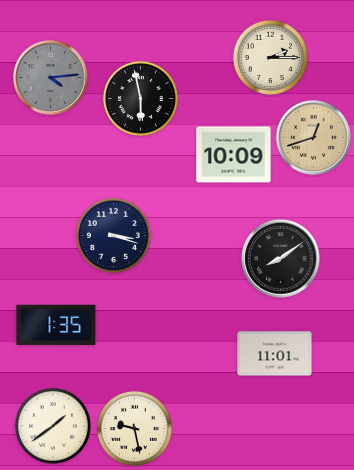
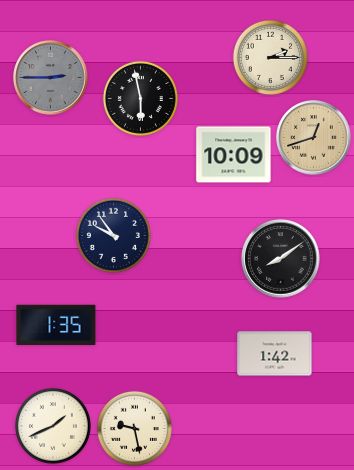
clock at (51, 78): 4:14 -> 2:45
clock at (113, 235): 3:18 -> 9:54
clock at (275, 354): 11:01 -> 1:42
clock at (53, 426): 1:39 -> 1:41
